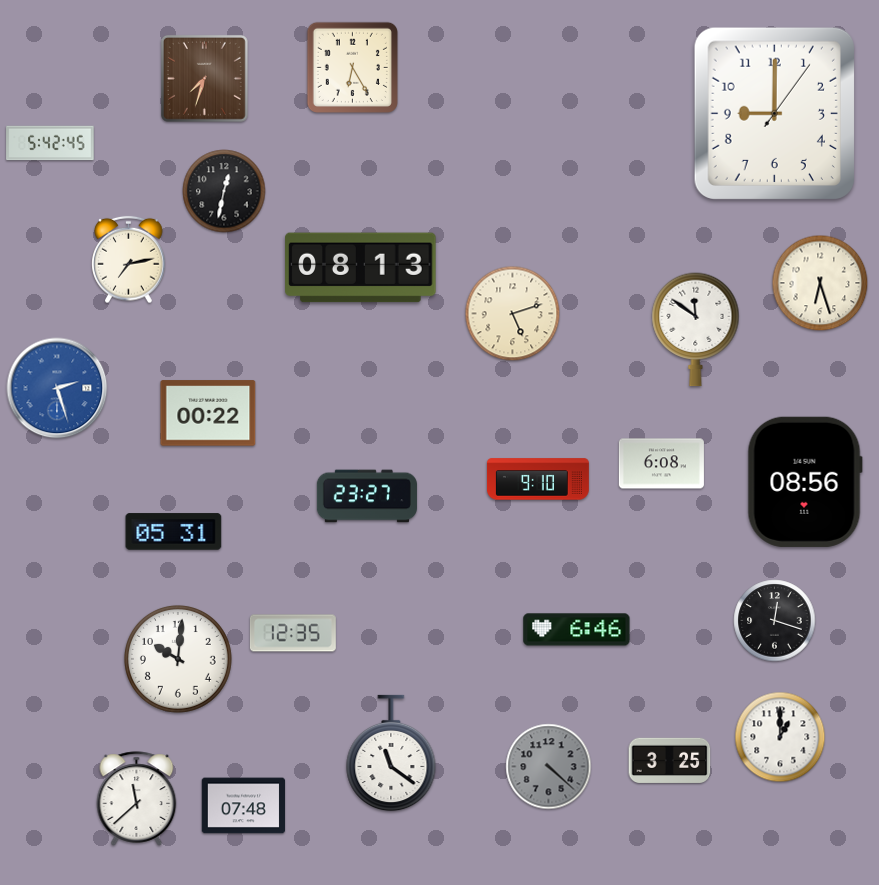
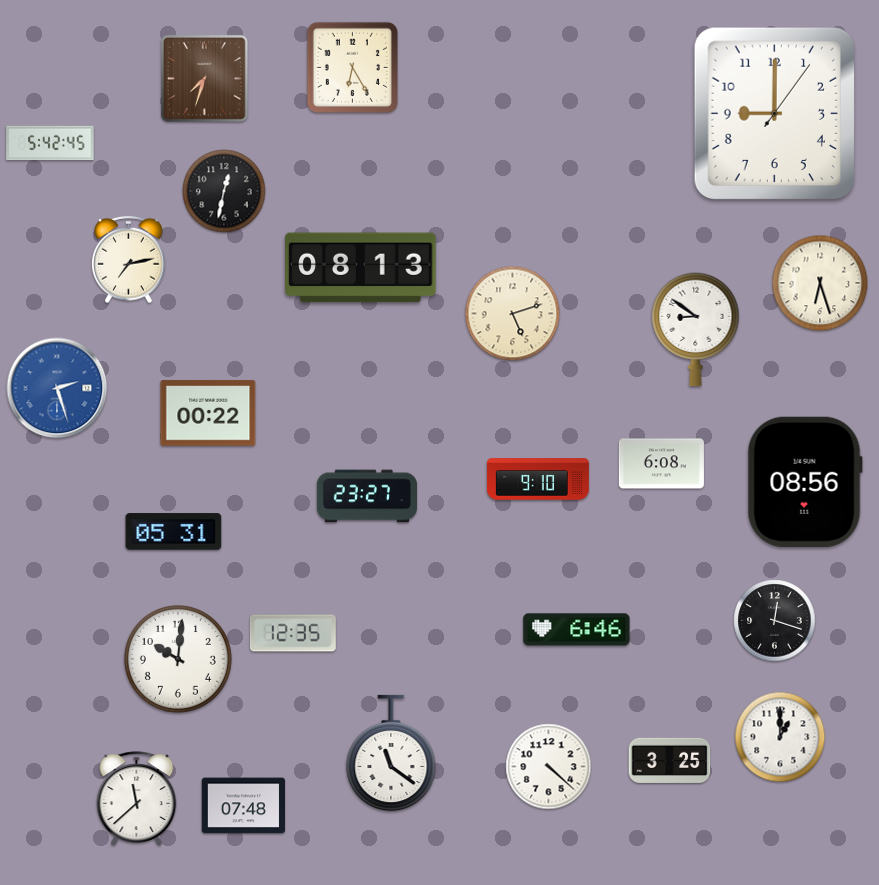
clock at (696, 330): 11:51 -> 8:51
clock at (549, 767) dial: grey -> white
